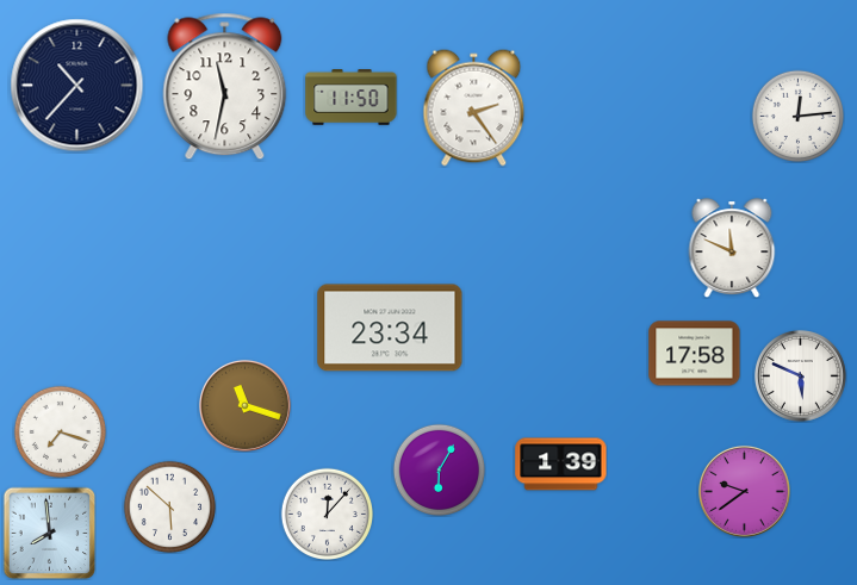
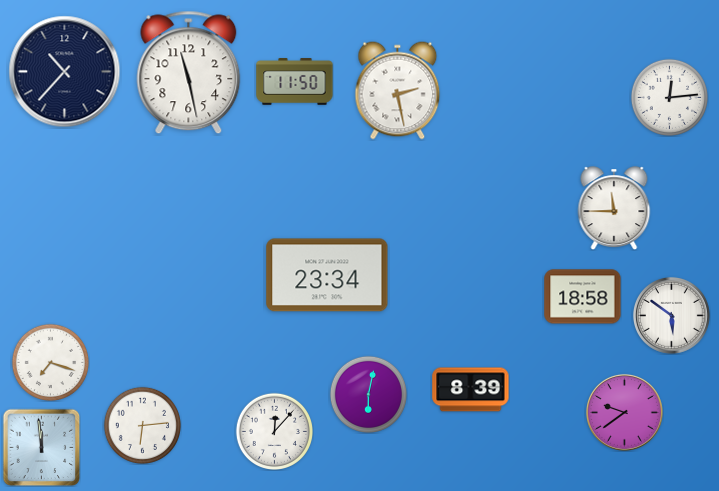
clock at (225, 87): 11:32 -> 11:28
clock at (474, 108): 2:24 -> 2:28
clock at (732, 248): 11:49 -> 11:45
clock at (695, 354): 17:58 -> 18:58
clock at (800, 375): 5:49 -> 5:51
clock at (244, 405): 11:18 -> none
clock at (561, 465): 1:39 -> 8:39
clock at (439, 469): 6:05 -> 6:02
clock at (169, 506): 5:52 -> 6:14
clock at (49, 533): 7:59 -> 11:59
